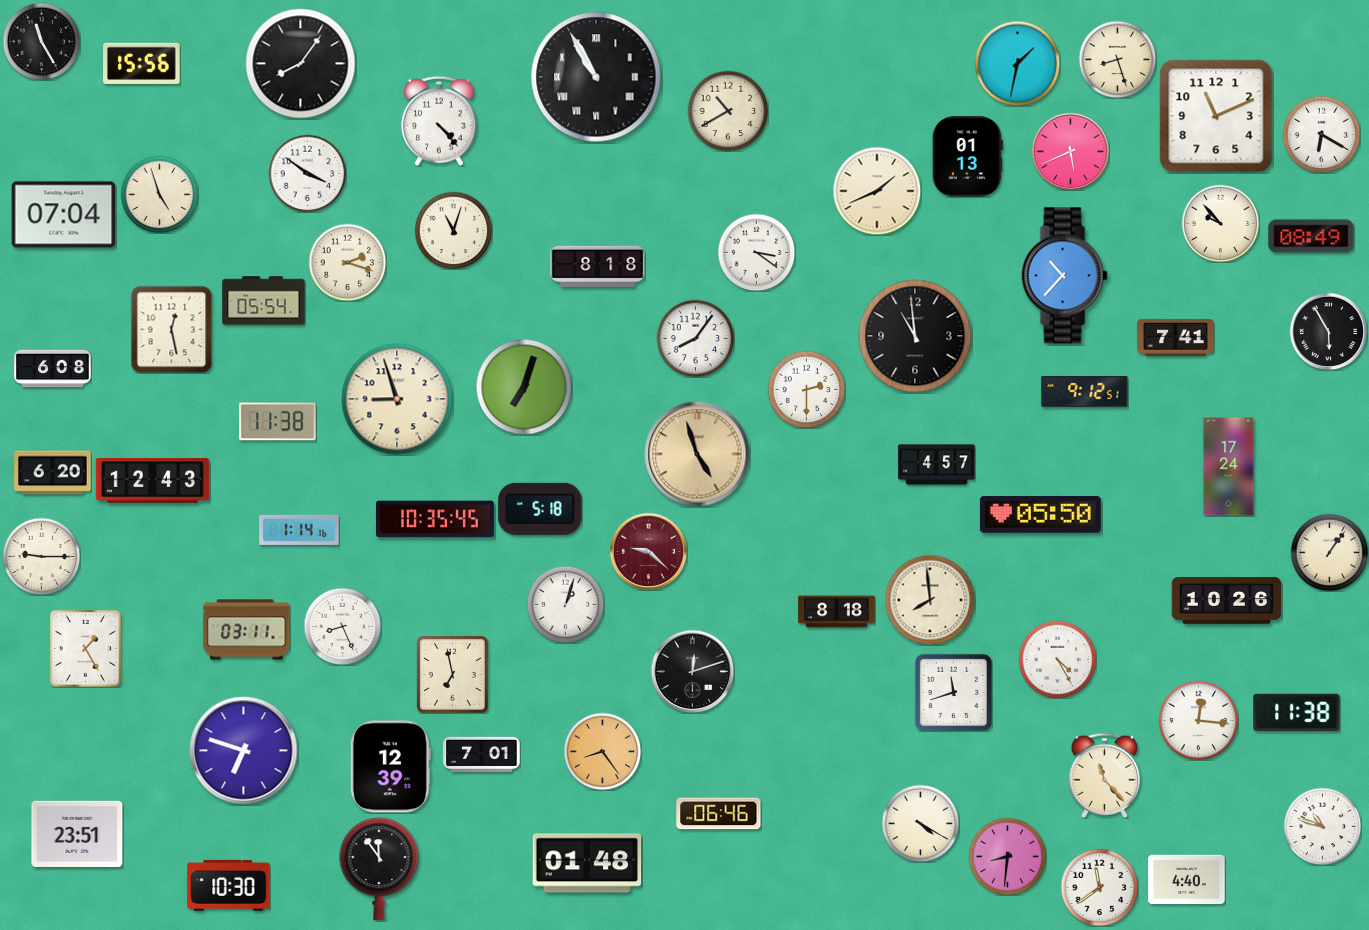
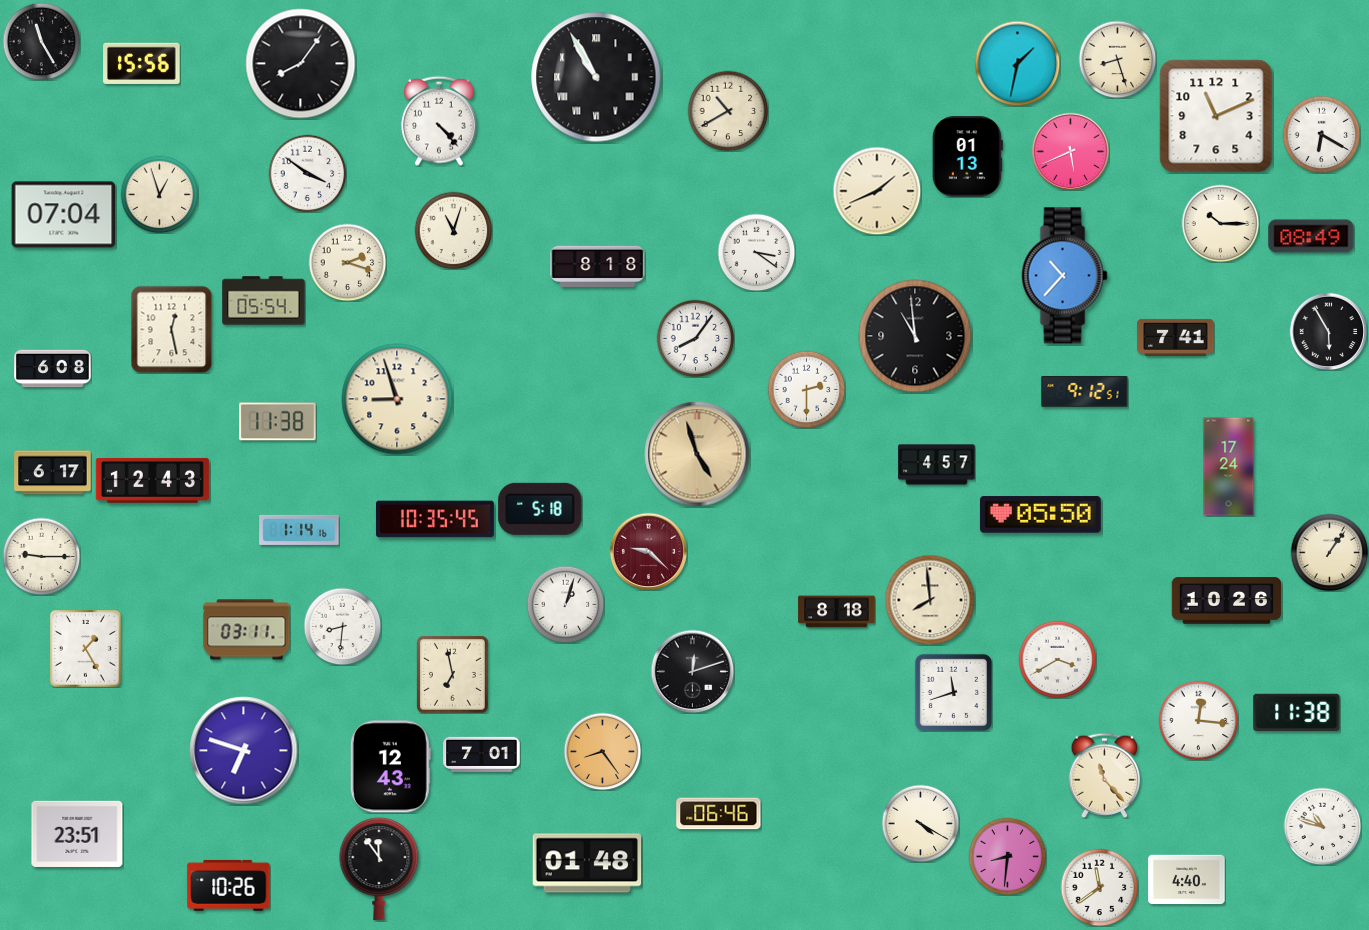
clock at (159, 194): 4:57 -> 12:57
clock at (1220, 223): 9:53 -> 10:15
clock at (524, 387): 7:03 -> none
clock at (53, 473): 6:20 -> 6:17
clock at (342, 626): 8:26 -> 8:31
clock at (1057, 659): 4:25 -> 3:40
clock at (390, 767): 12:39 -> 12:43
clock at (229, 885): 10:30 -> 10:26
